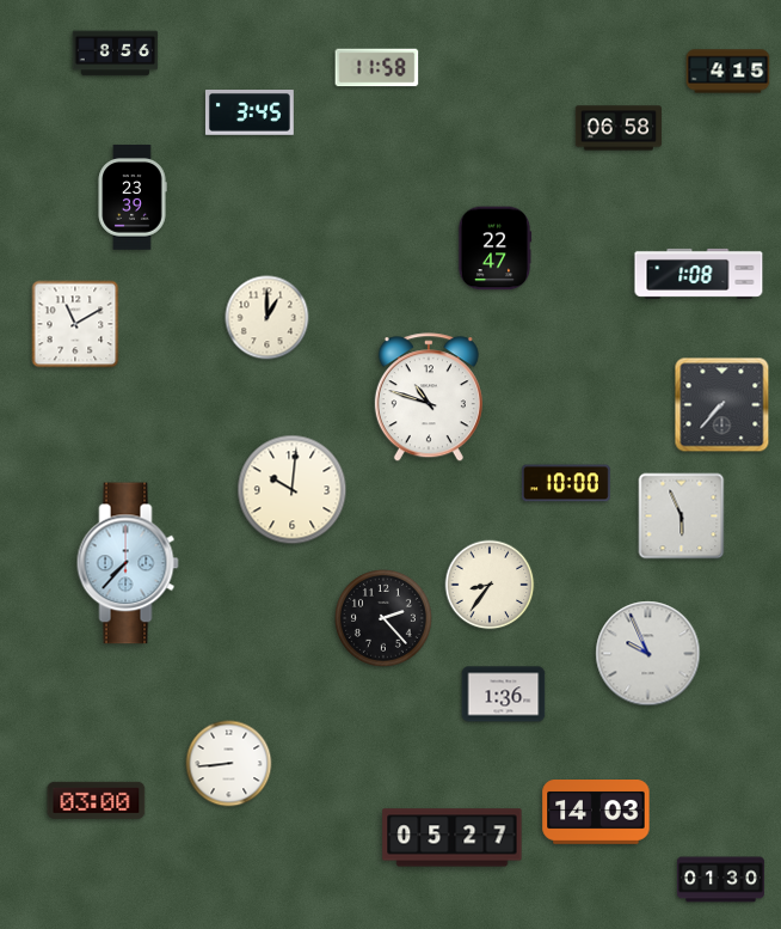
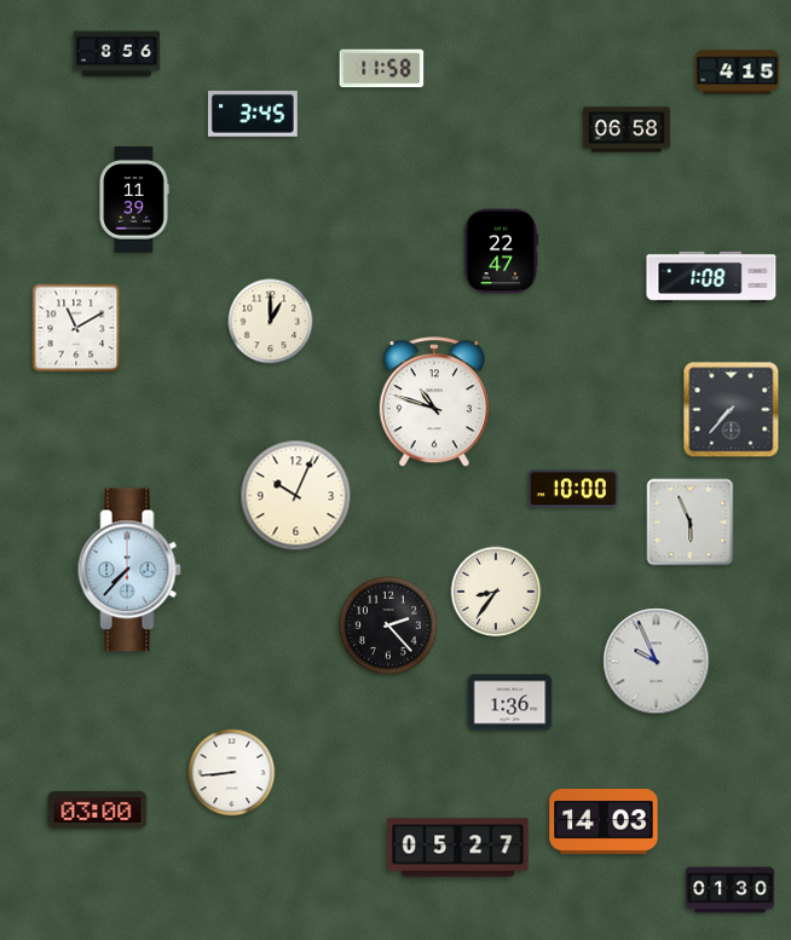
clock at (133, 197): 23:39 -> 11:39
clock at (699, 274) position: (699, 274) -> (711, 277)
clock at (293, 490): 10:01 -> 10:04
